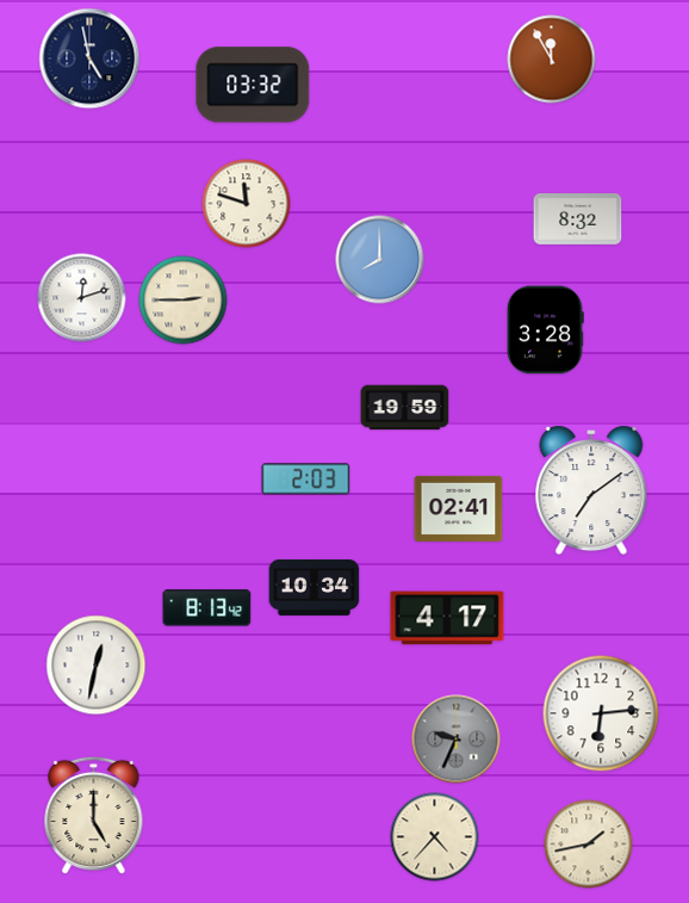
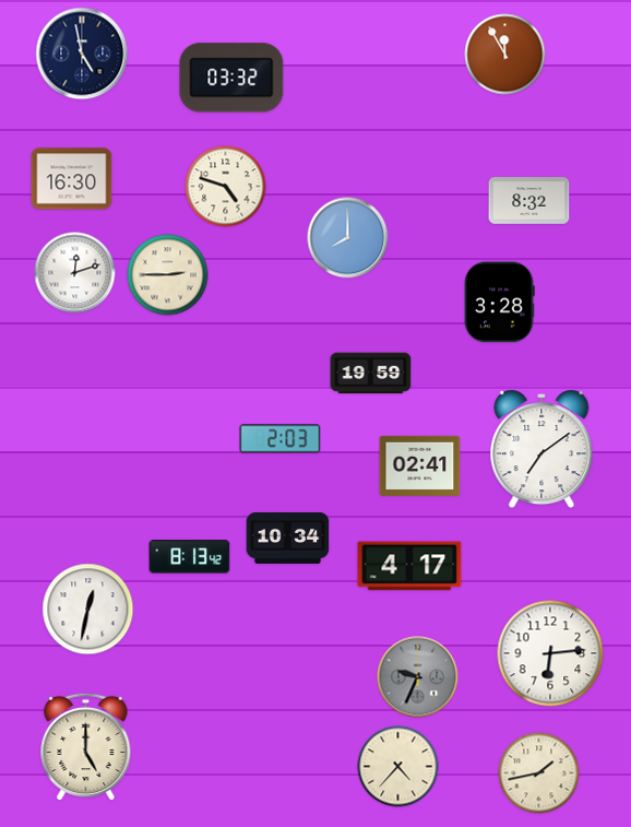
clock at (72, 179): none -> 16:30
clock at (247, 204): 11:48 -> 4:48
